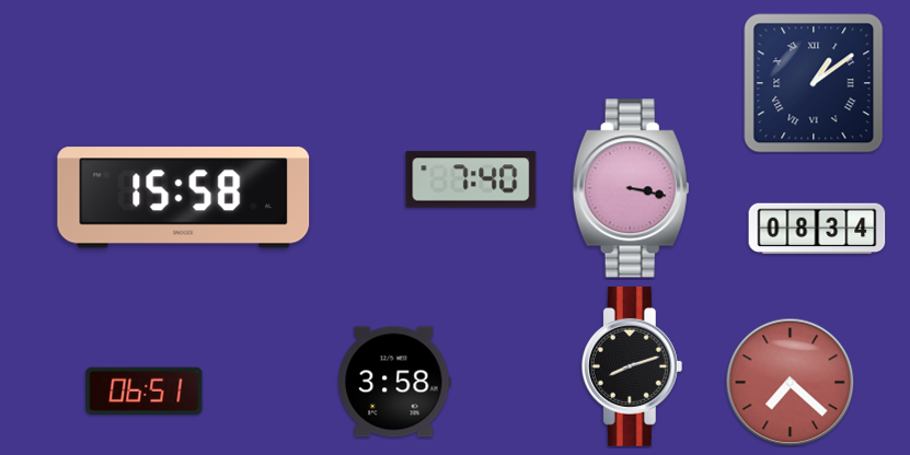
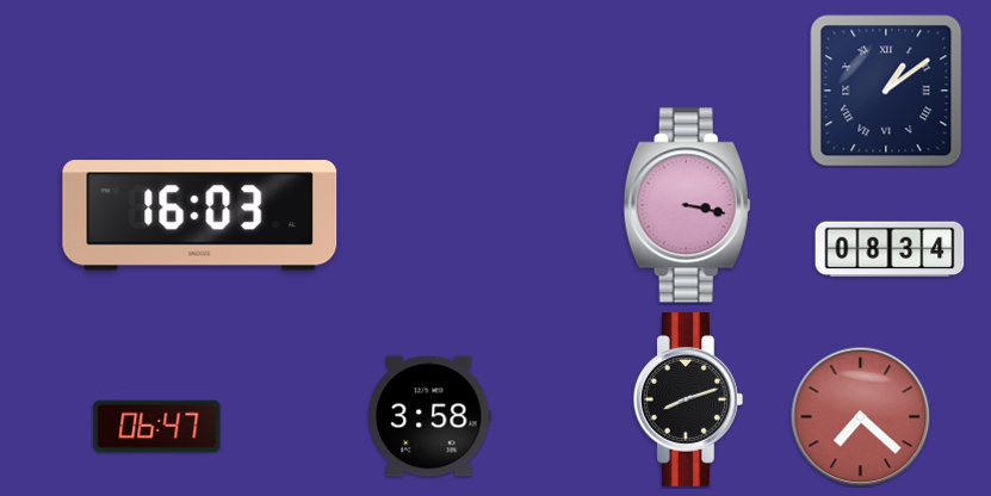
clock at (471, 179): 7:40 -> none
clock at (184, 198): 15:58 -> 16:03
clock at (145, 390): 06:51 -> 06:47
